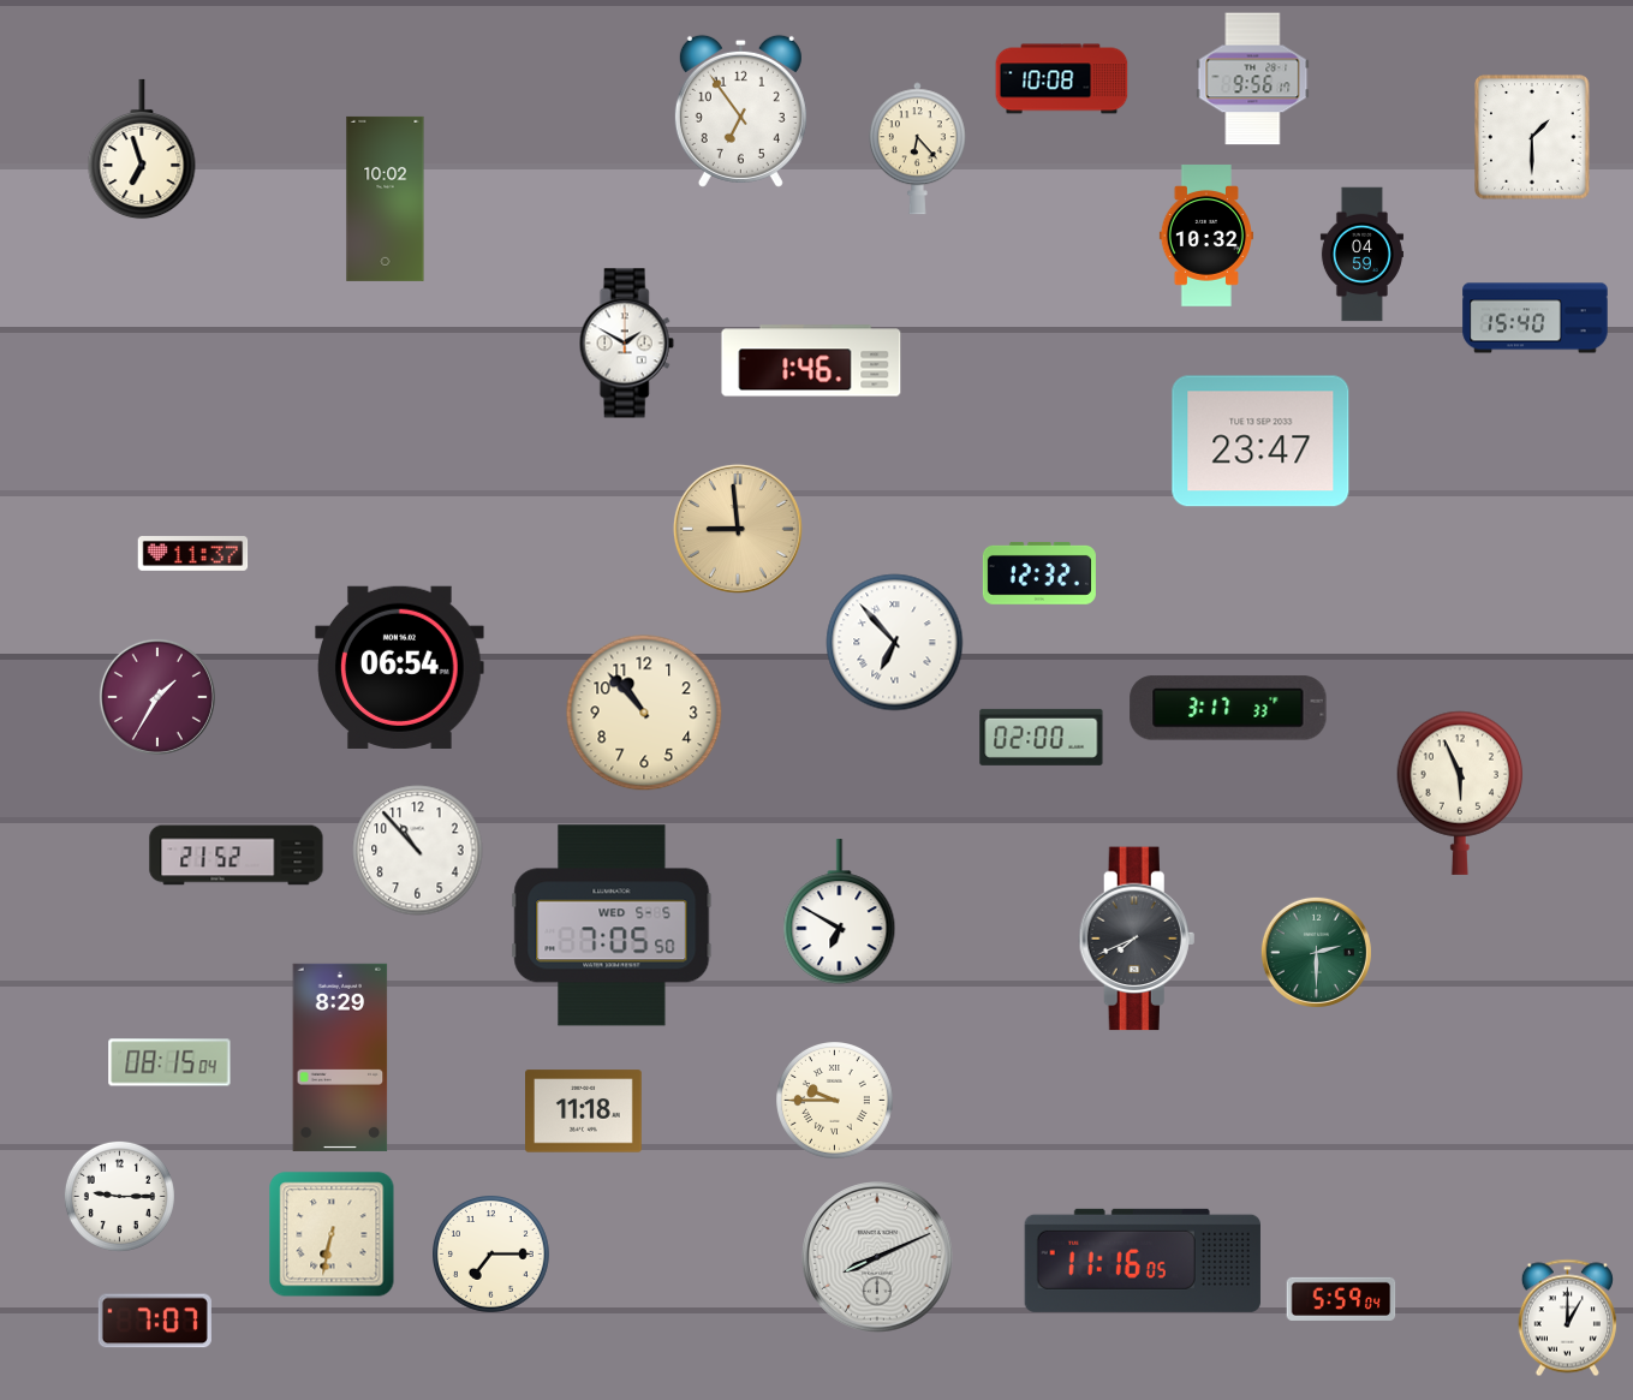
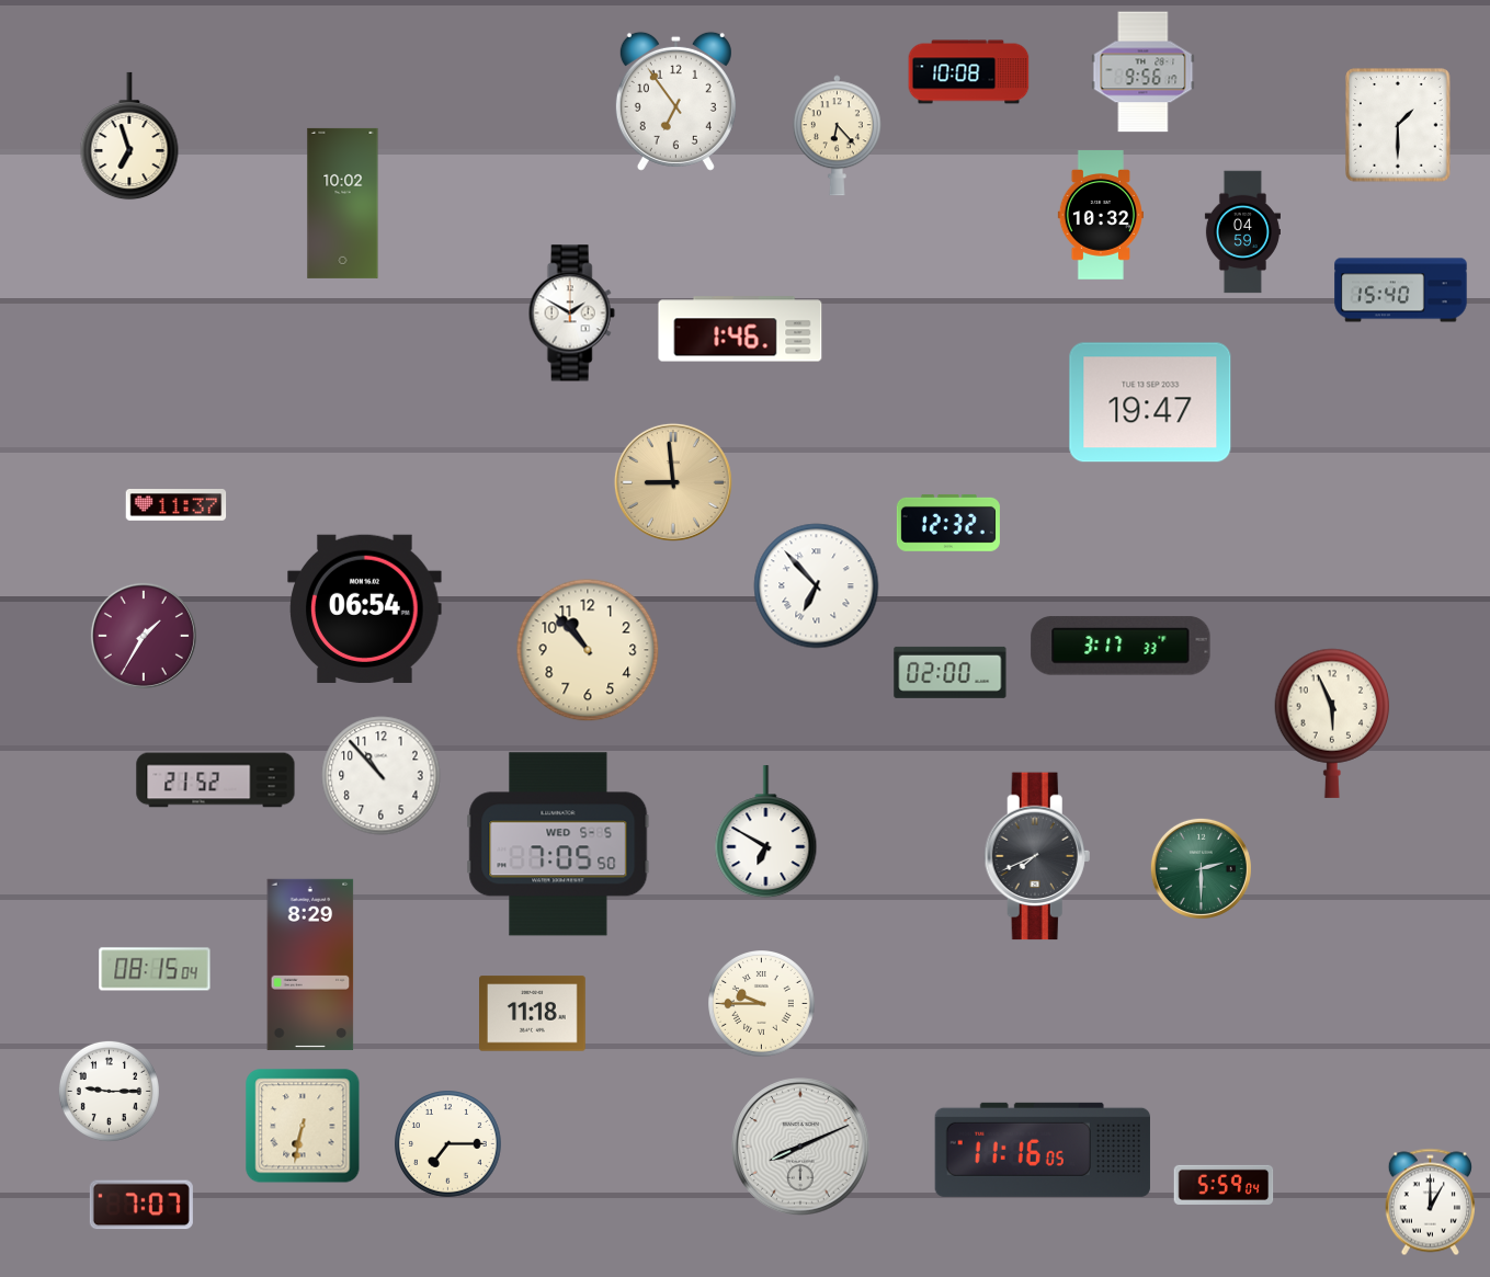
clock at (386, 198) position: (386, 198) -> (343, 203)
clock at (1260, 441): 23:47 -> 19:47
